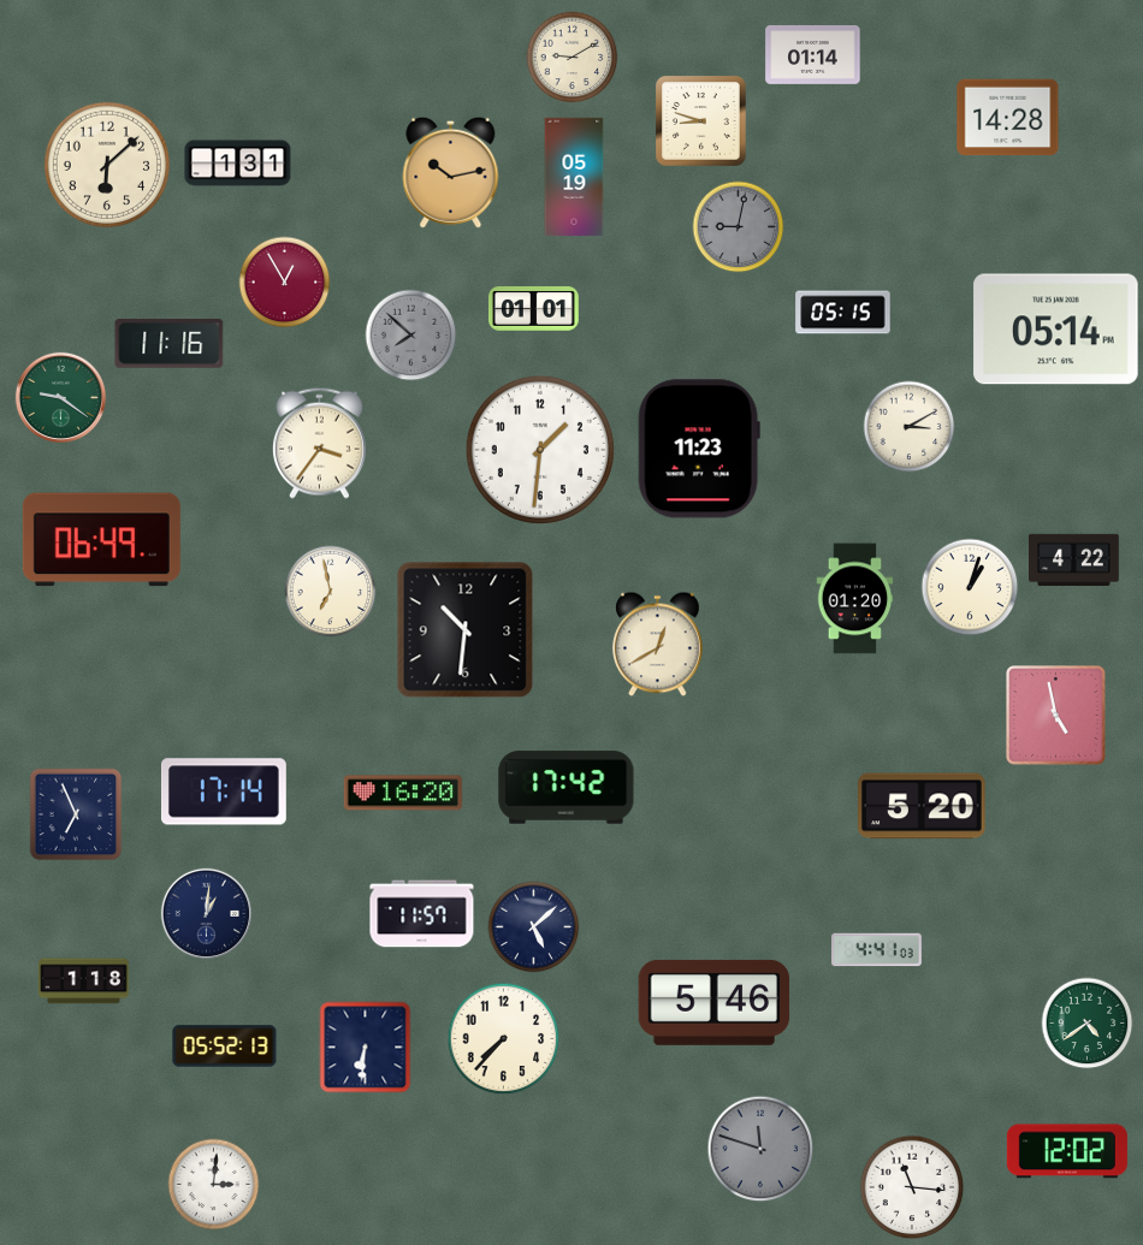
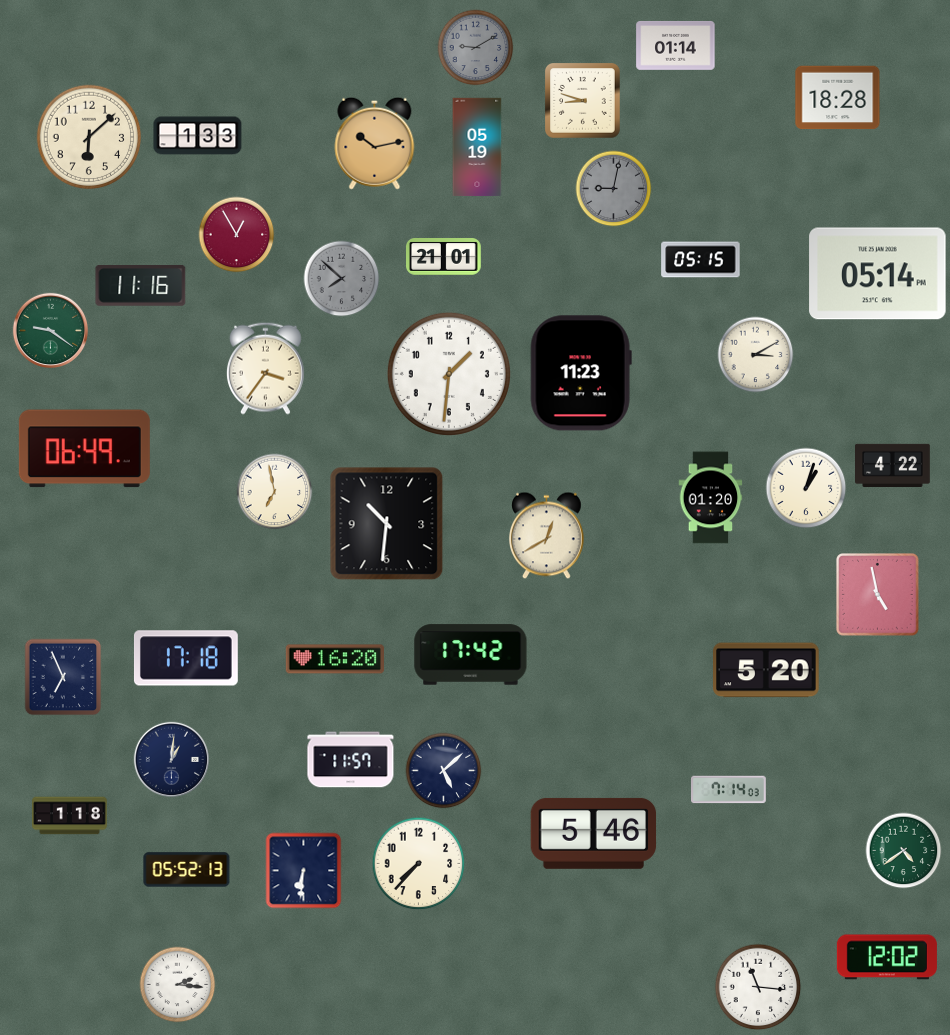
clock at (573, 58) dial: cream -> grey
clock at (1008, 118): 14:28 -> 18:28
clock at (238, 164): 1:31 -> 1:33
clock at (534, 309): 01:01 -> 21:01
clock at (224, 792): 17:14 -> 17:18
clock at (877, 950): 4:41 -> 7:14
clock at (760, 1149): 11:48 -> none
clock at (214, 1185): 3:01 -> 2:16
